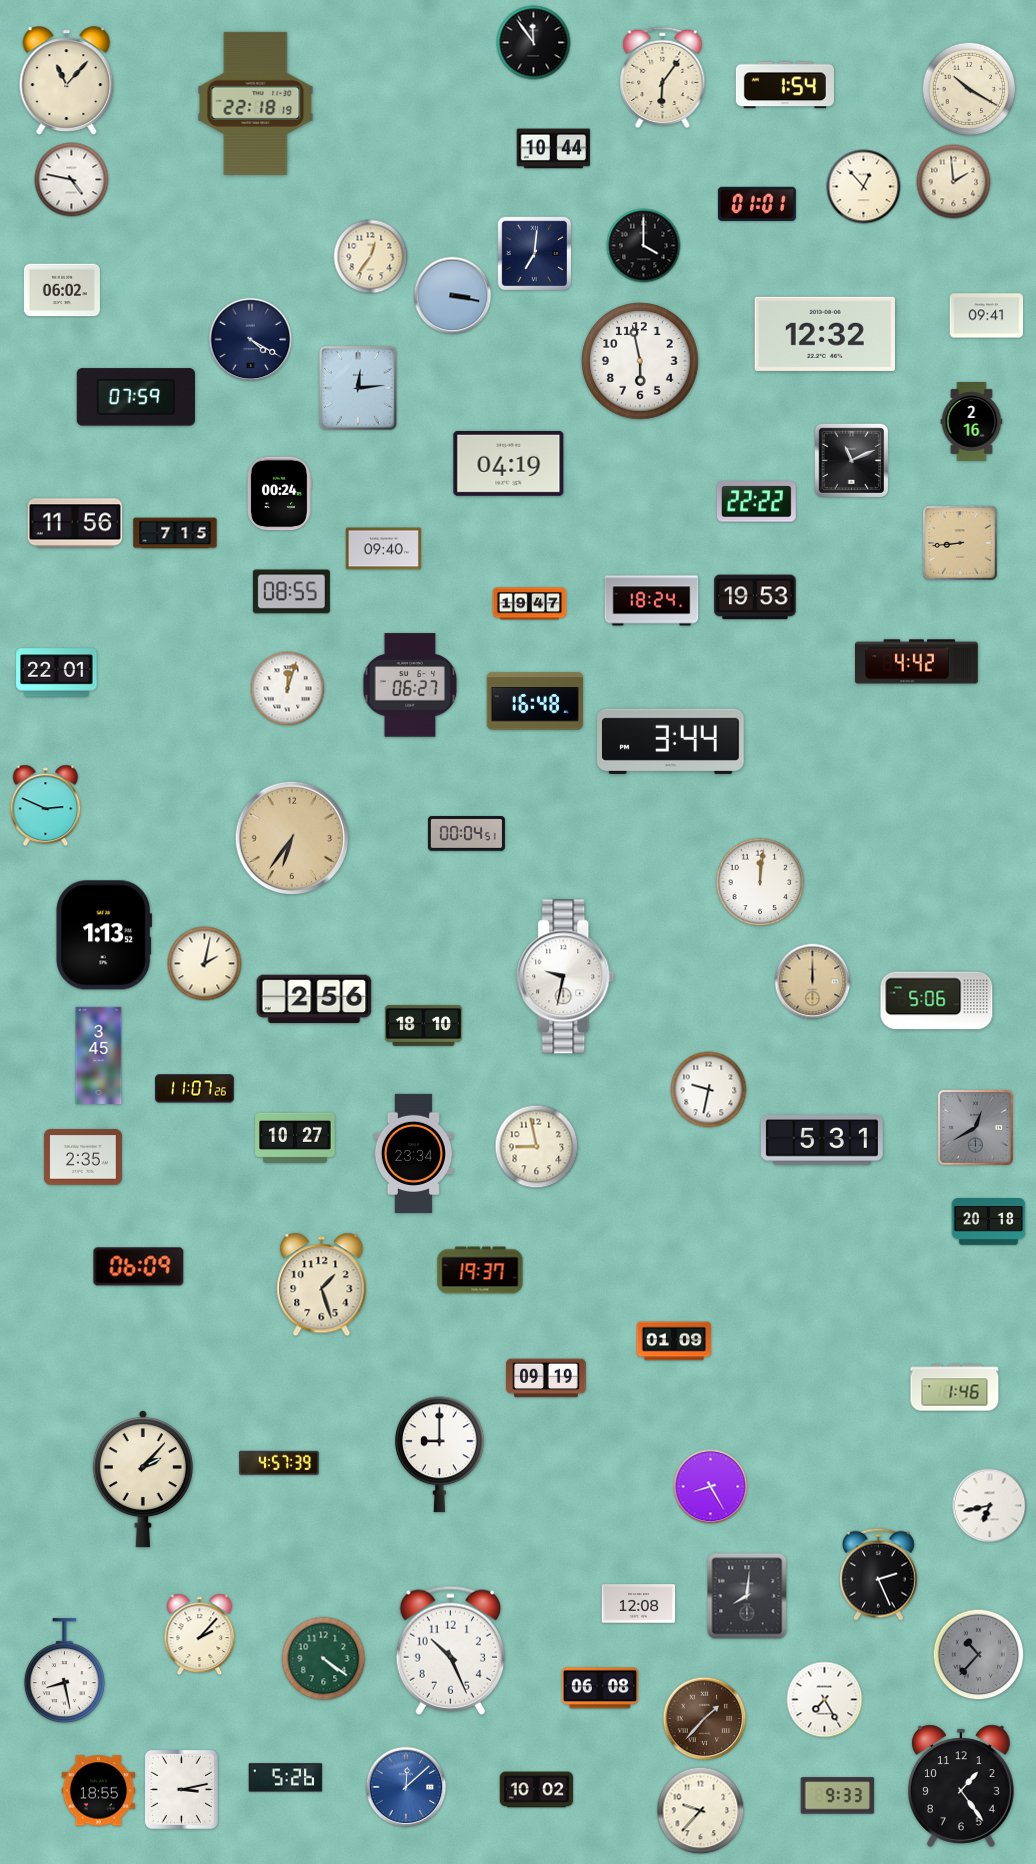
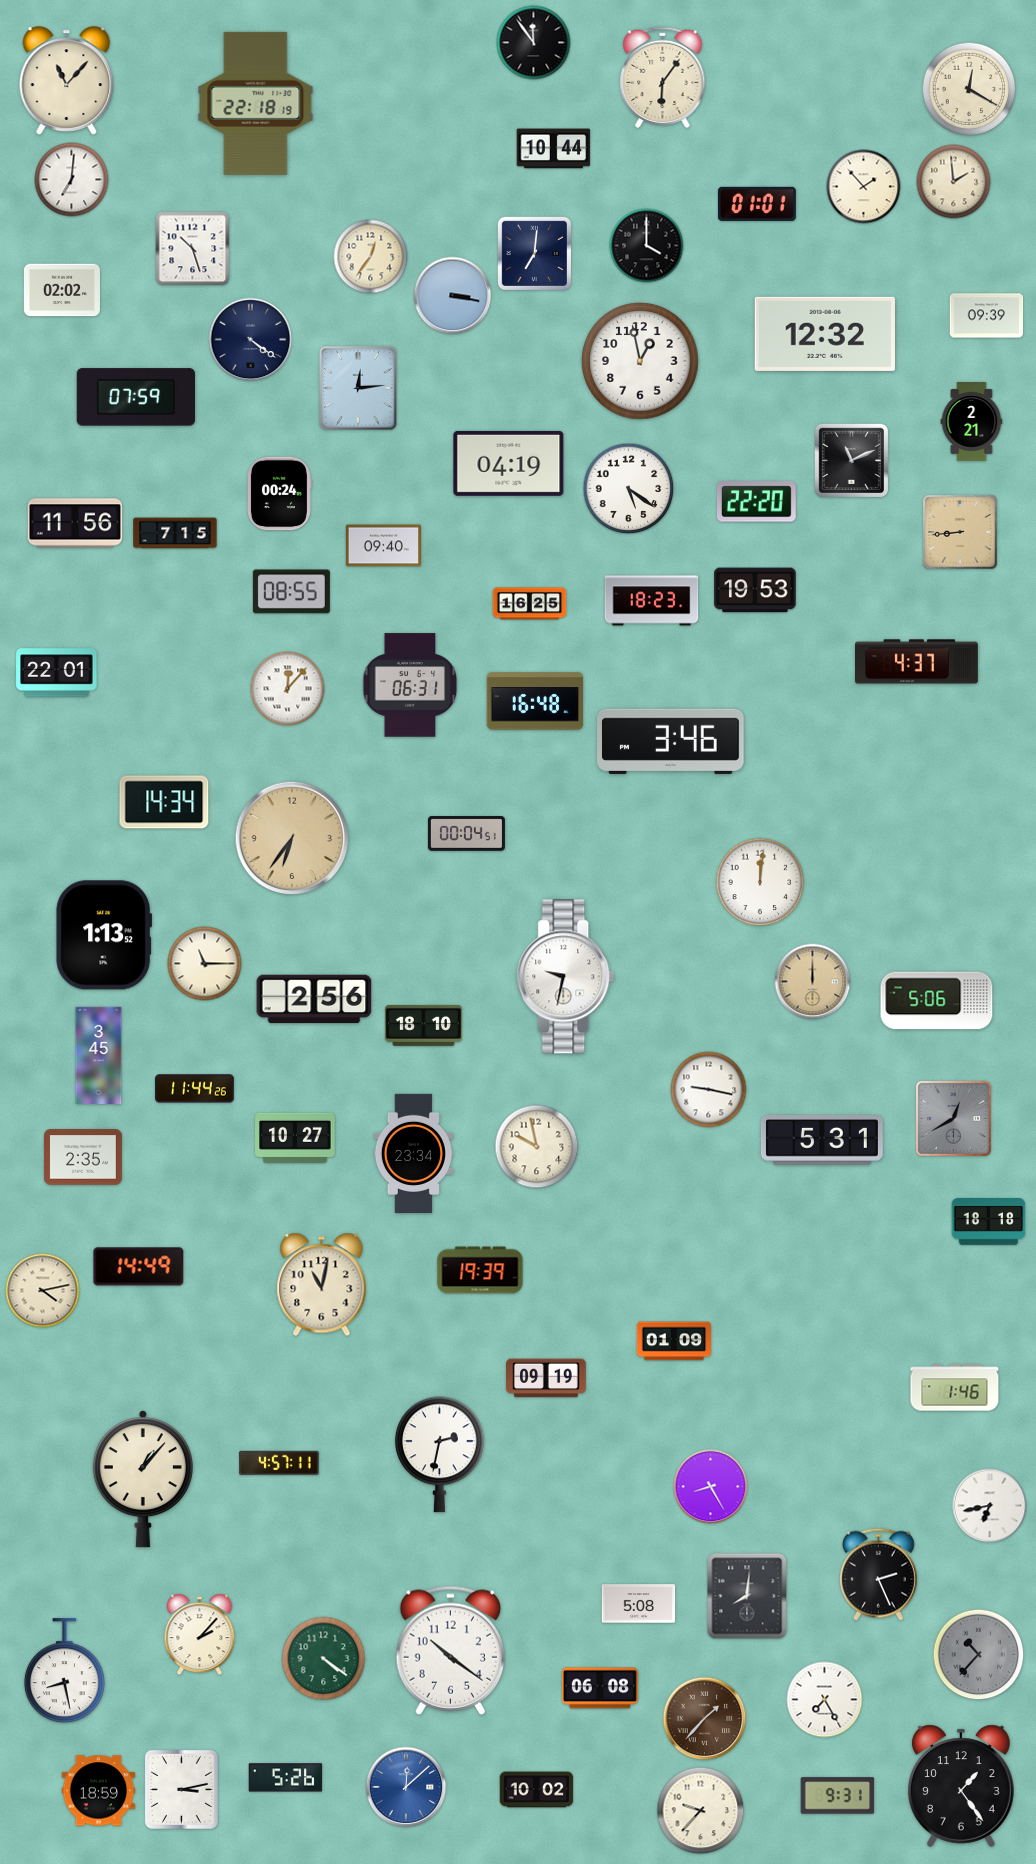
clock at (785, 85): 1:54 -> none
clock at (969, 89): 10:20 -> 12:20
clock at (72, 180): 4:47 -> 7:01
clock at (864, 187): 12:53 -> 1:53
clock at (644, 246) position: (644, 246) -> (647, 246)
clock at (193, 249): none -> 10:27
clock at (62, 290): 06:02 -> 02:02
clock at (987, 316): 09:41 -> 09:39
clock at (251, 340): 4:20 -> 4:21
clock at (640, 361): 5:58 -> 12:58
clock at (972, 422): 2:16 -> 2:21
clock at (629, 489): none -> 5:21
clock at (756, 502): 22:22 -> 22:20
clock at (960, 543) position: (960, 543) -> (960, 532)
clock at (383, 549) position: (383, 549) -> (383, 546)
clock at (755, 597) position: (755, 597) -> (755, 590)
clock at (652, 601): 18:24 -> 18:23
clock at (530, 604): 19:47 -> 16:25
clock at (917, 662): 4:42 -> 4:37
clock at (410, 685): 06:27 -> 06:31
clock at (288, 689): 12:03 -> 12:07
clock at (671, 741): 3:44 -> 3:46
clock at (164, 802): none -> 14:34
clock at (46, 806): 2:49 -> none
clock at (205, 964): 2:02 -> 11:15
clock at (195, 1089): 11:07 -> 11:44
clock at (709, 1090): 9:32 -> 9:17
clock at (975, 1127) position: (975, 1127) -> (953, 1118)
clock at (537, 1147): 8:58 -> 9:58
clock at (989, 1222): 20:18 -> 18:18
clock at (139, 1267): 06:09 -> 14:49
clock at (480, 1270): 19:37 -> 19:39
clock at (322, 1285): 1:27 -> 11:02
clock at (43, 1291): none -> 4:13
clock at (440, 1455): 9:00 -> 2:32
clock at (279, 1463): 4:57:39 -> 4:57:11
clock at (143, 1479): 2:07 -> 1:07
clock at (639, 1604): 12:08 -> 5:08
clock at (450, 1650): 10:26 -> 10:21
clock at (99, 1791): 18:55 -> 18:59
clock at (838, 1796): 9:33 -> 9:31
